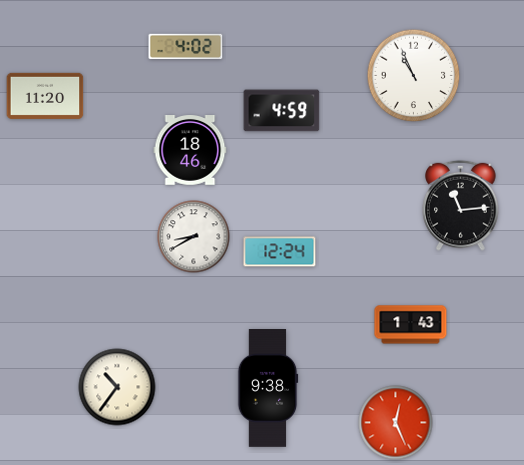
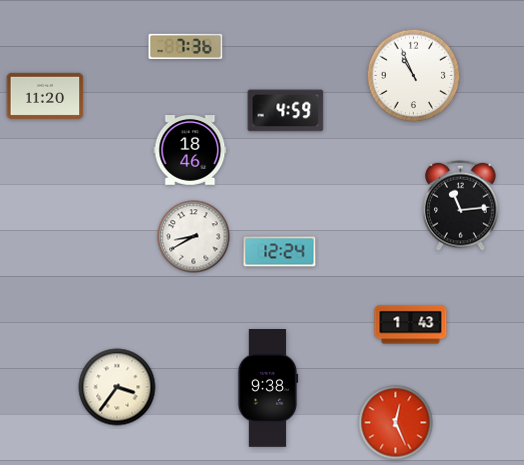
clock at (186, 47): 4:02 -> 7:36
clock at (282, 111) position: (282, 111) -> (286, 111)
clock at (117, 387): 10:36 -> 3:36
